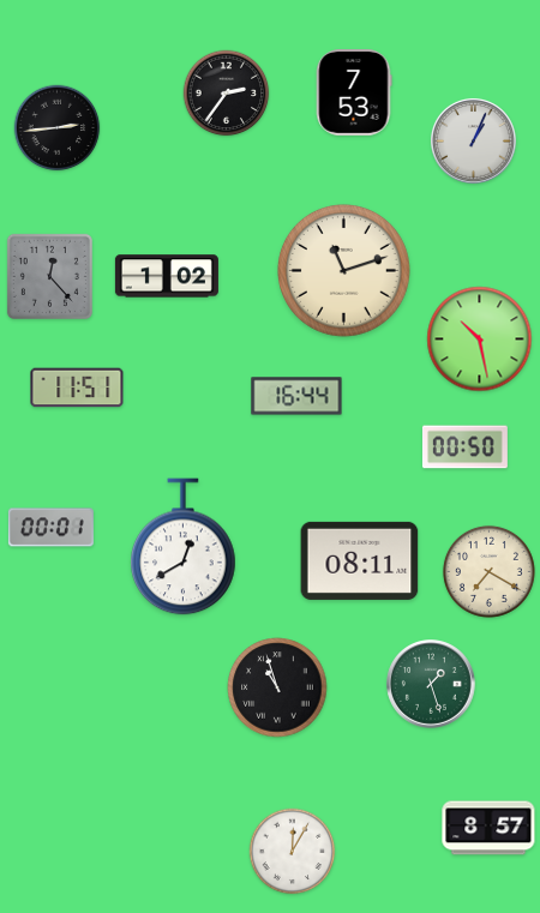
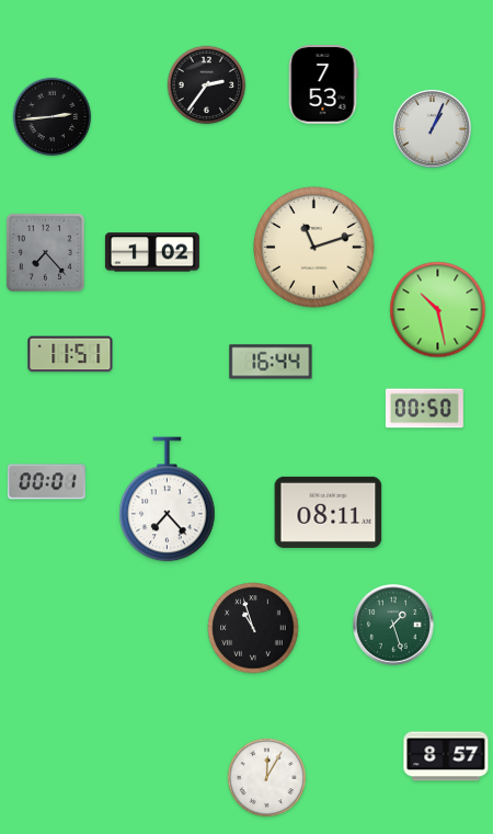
clock at (49, 276): 12:23 -> 7:23
clock at (184, 547): 12:40 -> 7:23
clock at (488, 571): 7:20 -> none
